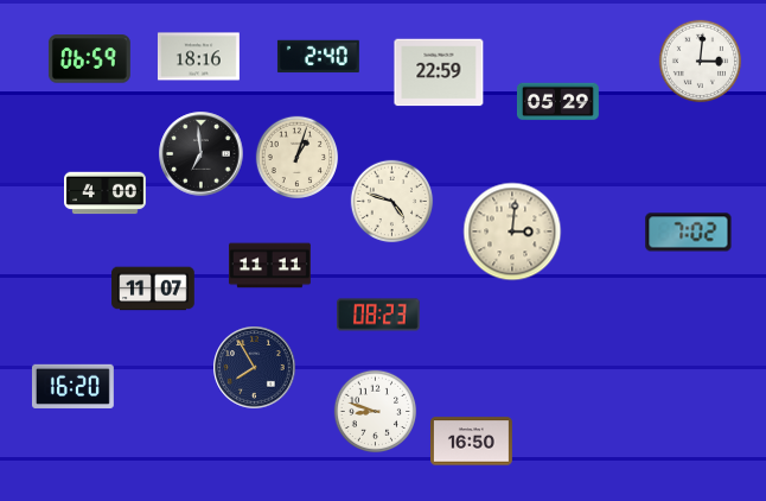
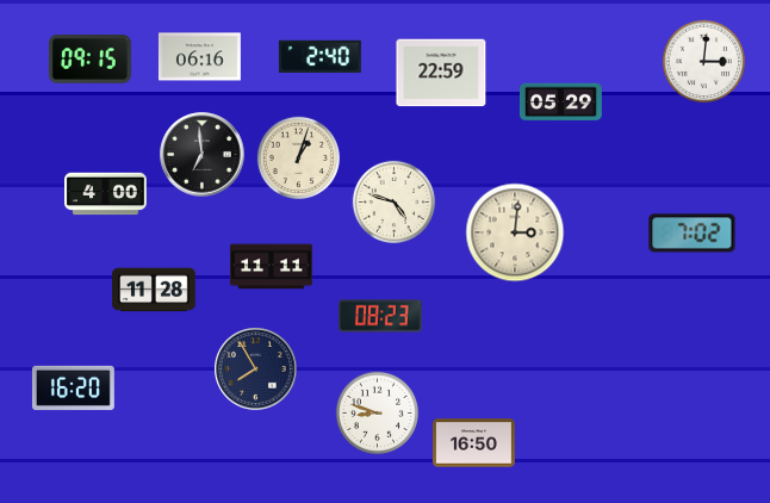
clock at (198, 57): 18:16 -> 06:16
clock at (89, 59): 06:59 -> 09:15
clock at (153, 288): 11:07 -> 11:28
